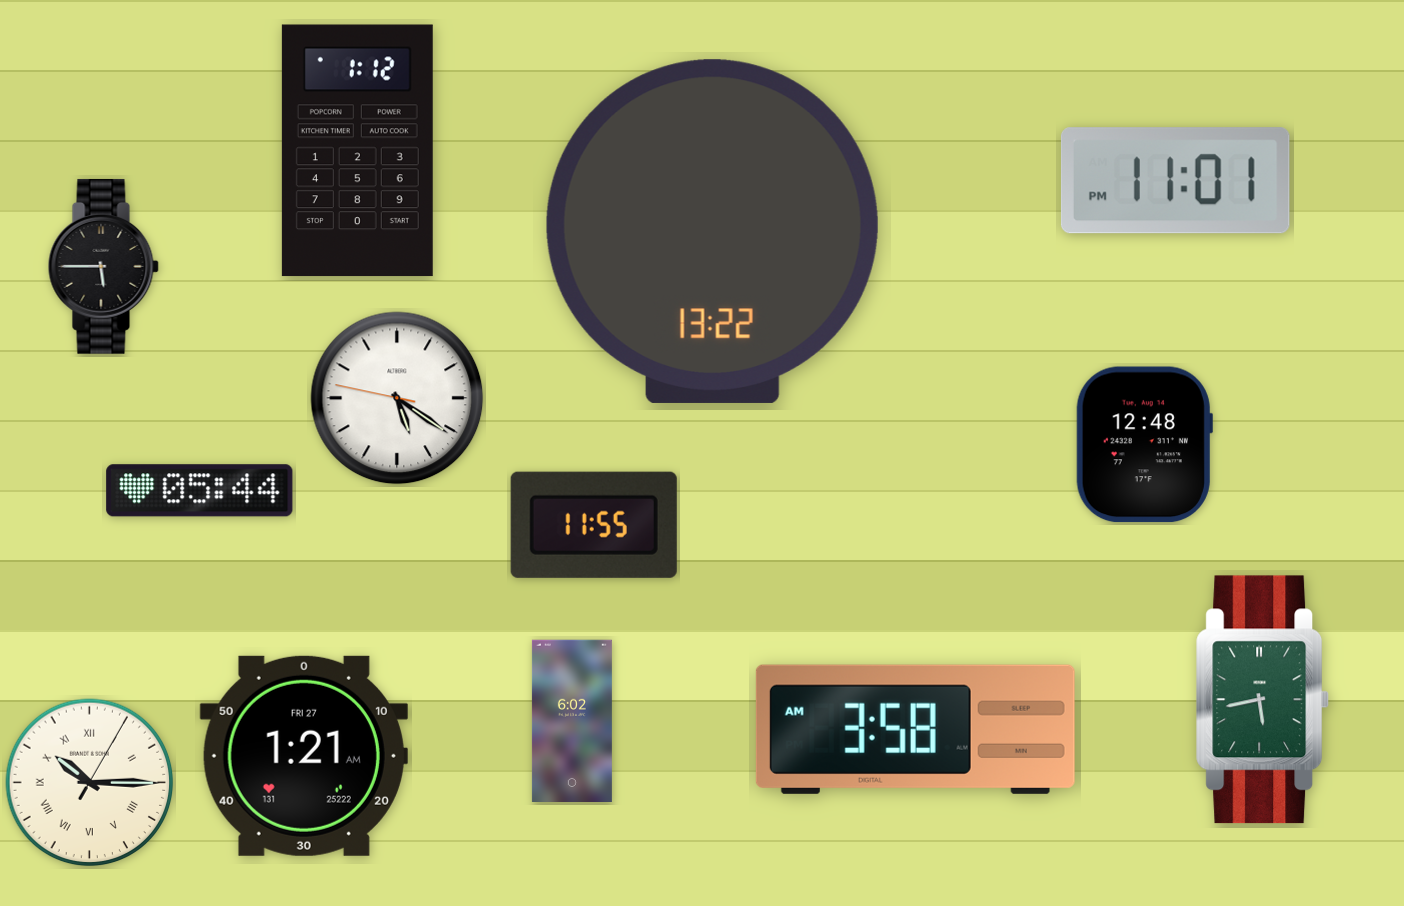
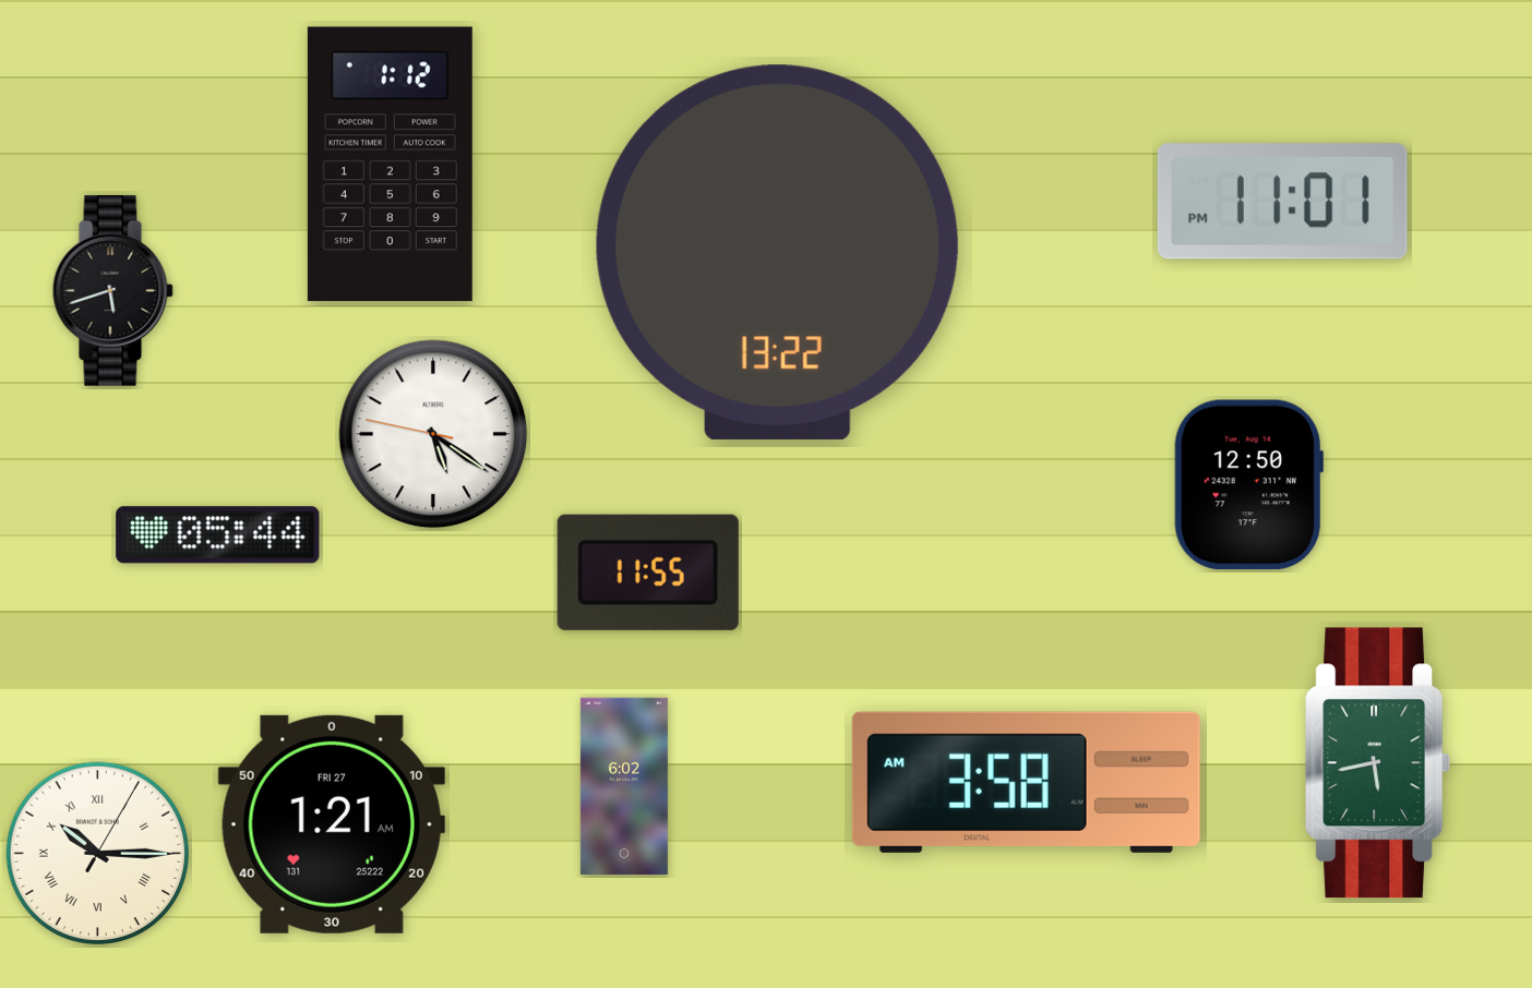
clock at (1175, 181) position: (1175, 181) -> (1282, 202)
clock at (103, 266): 5:45 -> 5:42
clock at (1144, 445): 12:48 -> 12:50
clock at (915, 729) position: (915, 729) -> (1026, 782)
